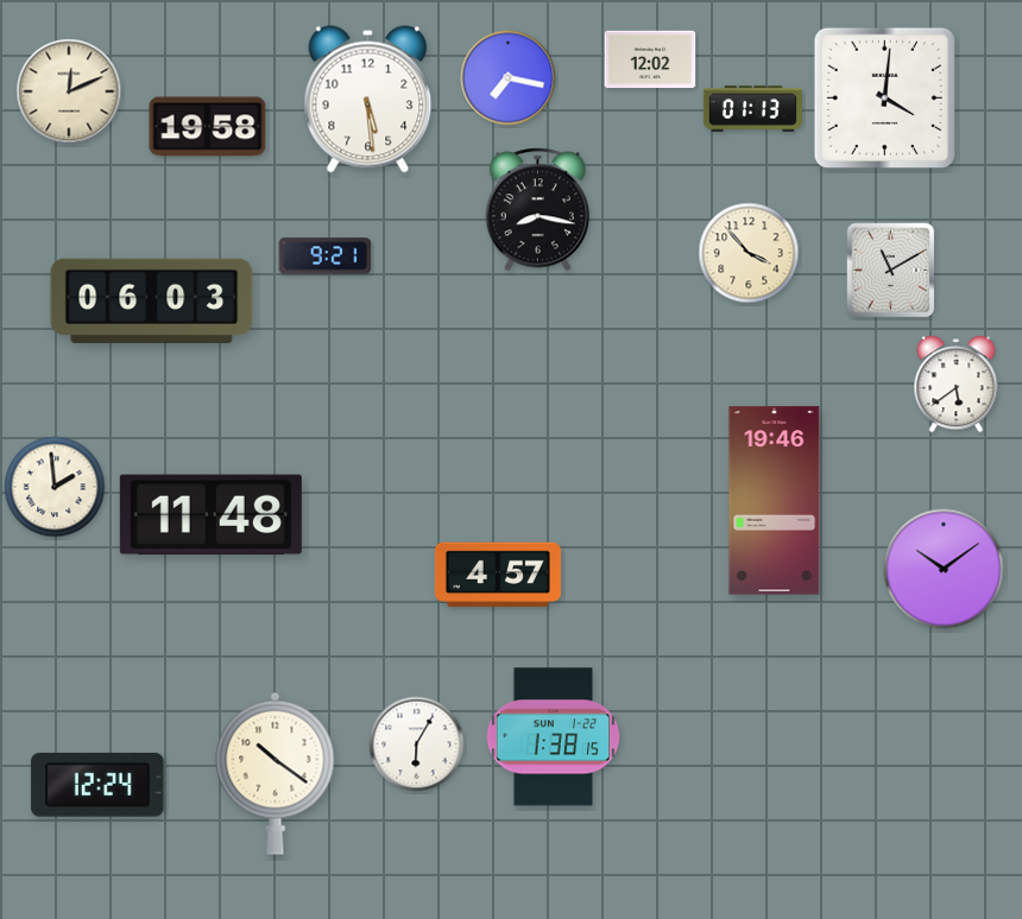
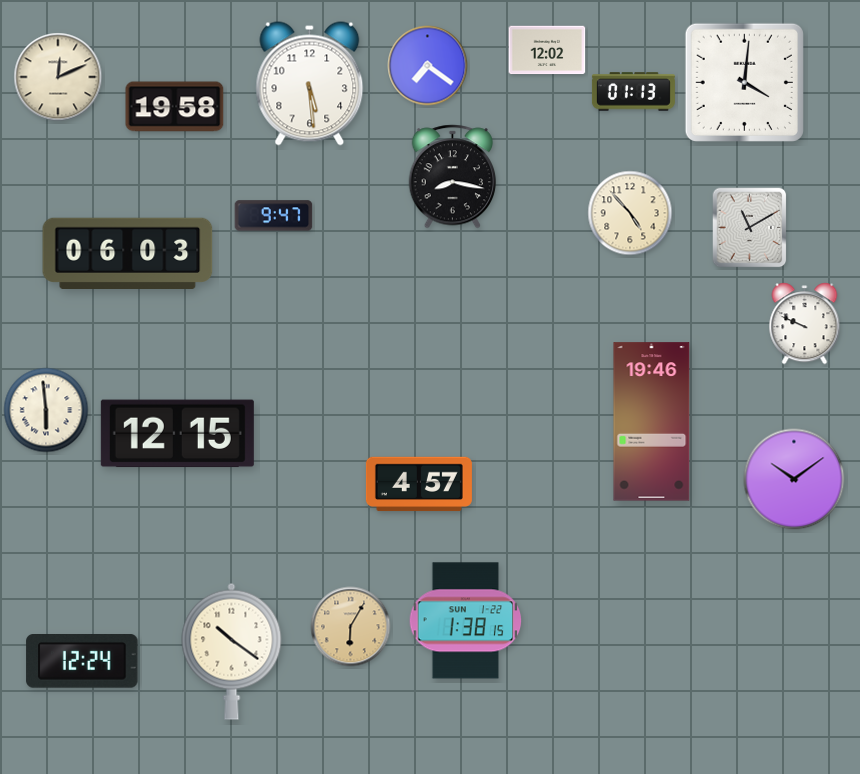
clock at (509, 78): 7:17 -> 7:21
clock at (749, 253): 3:53 -> 4:53
clock at (326, 256): 9:21 -> 9:47
clock at (957, 385): 5:39 -> 9:49
clock at (55, 487): 1:59 -> 5:59
clock at (210, 515): 11:48 -> 12:15
clock at (417, 744) dial: white -> champagne
